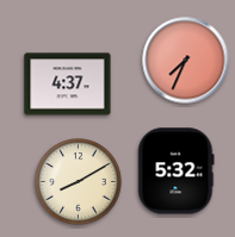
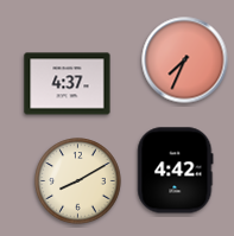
clock at (177, 171): 5:32 -> 4:42
